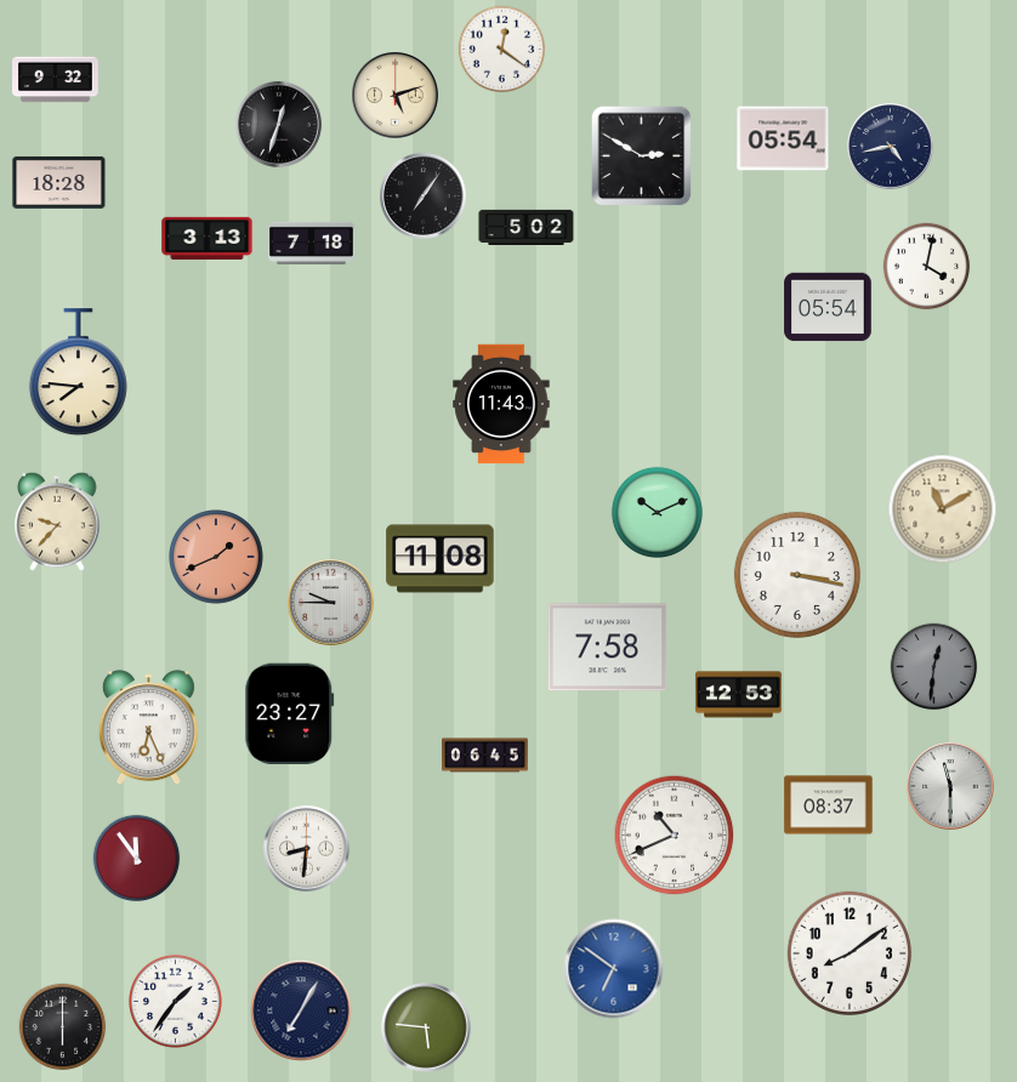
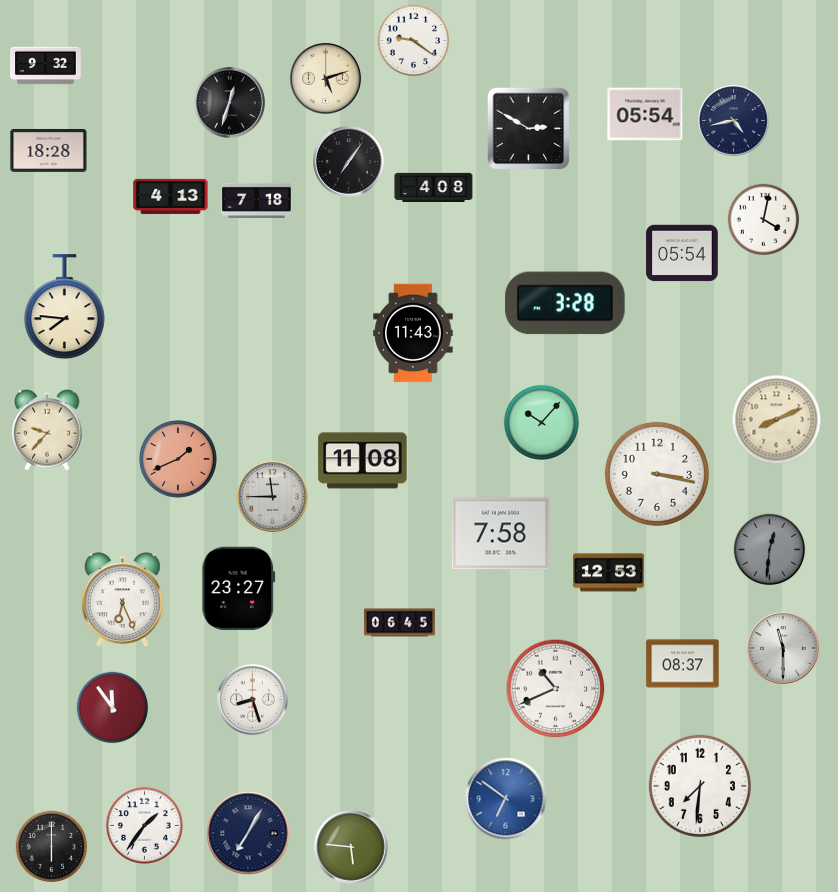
clock at (502, 50): 12:21 -> 9:21
clock at (527, 228): 5:02 -> 4:08
clock at (208, 238): 3:13 -> 4:13
clock at (565, 303): none -> 3:28
clock at (943, 509): 11:10 -> 8:11
clock at (657, 512): 10:11 -> 10:07
clock at (331, 603): 9:45 -> 11:45
clock at (307, 849): 8:31 -> 8:27
clock at (850, 953): 8:09 -> 7:31
